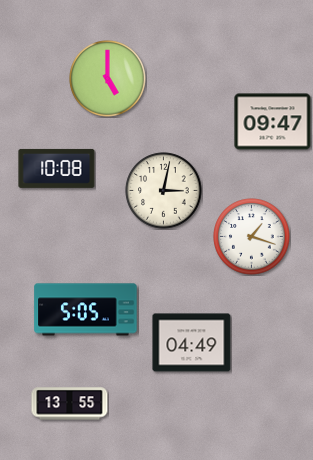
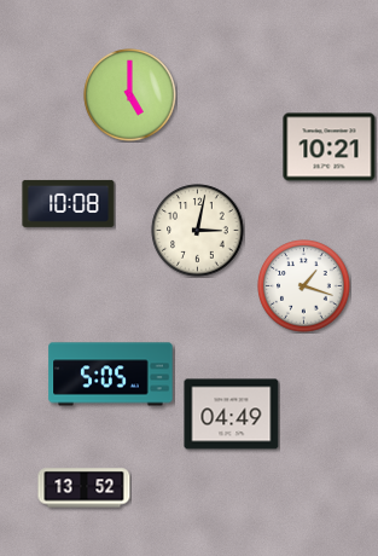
clock at (273, 122): 09:47 -> 10:21
clock at (86, 310) position: (86, 310) -> (111, 375)
clock at (70, 404): 13:55 -> 13:52
